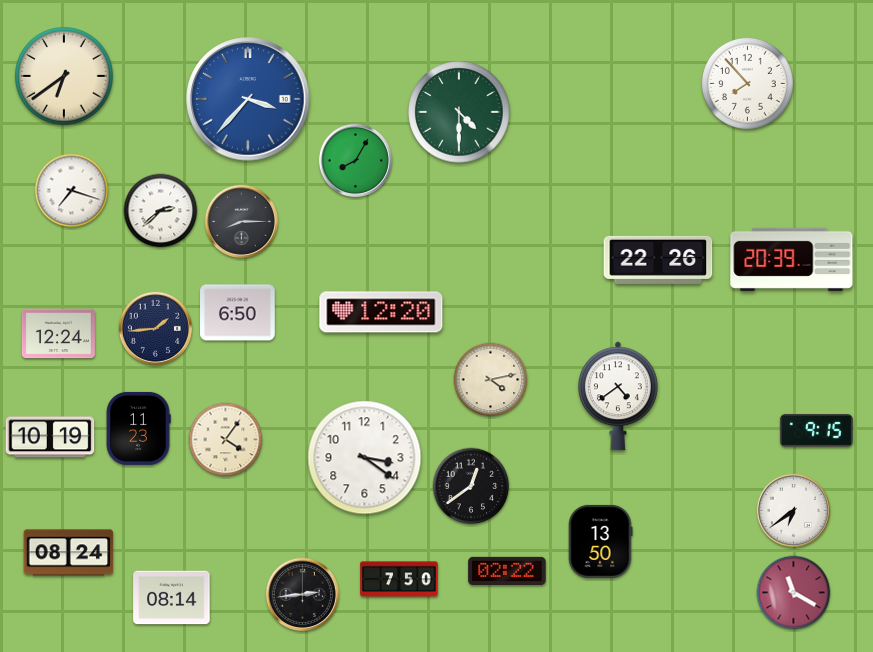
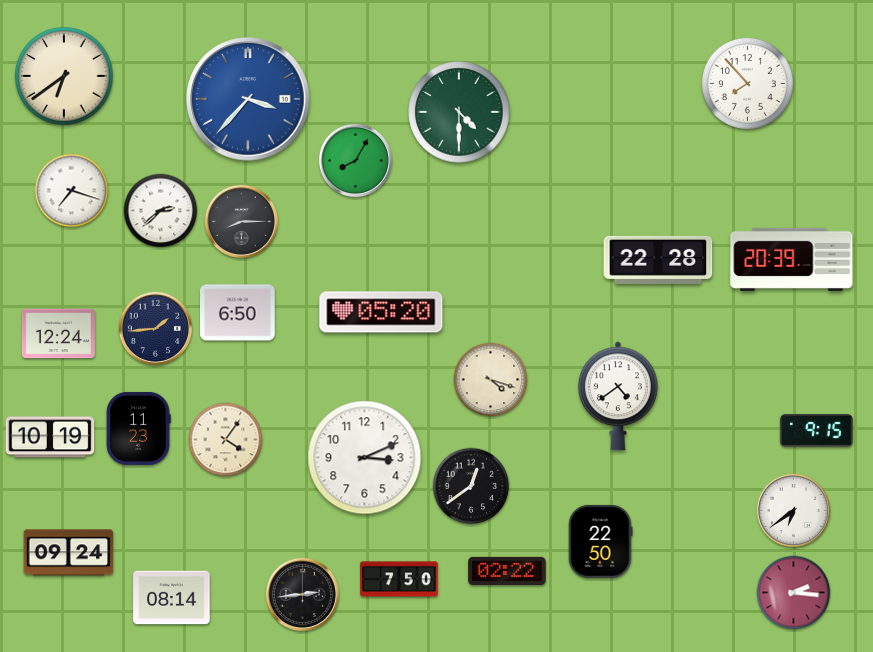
clock at (658, 260): 22:26 -> 22:28
clock at (381, 312): 12:20 -> 05:20
clock at (491, 380): 4:13 -> 4:18
clock at (365, 458): 3:21 -> 3:11
clock at (600, 541): 13:50 -> 22:50
clock at (69, 553): 08:24 -> 09:24
clock at (794, 593): 11:20 -> 2:16
